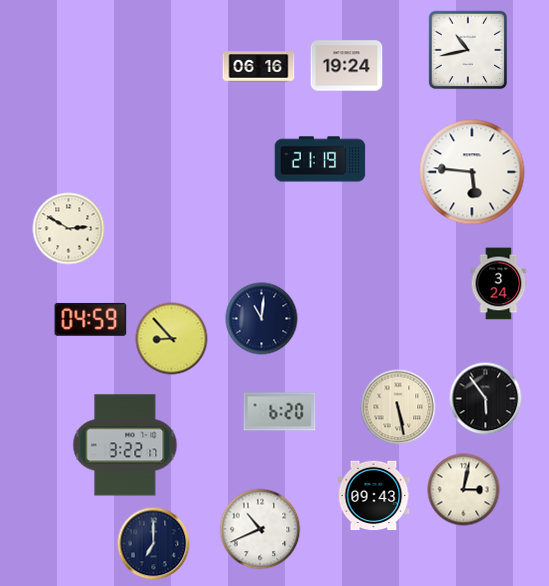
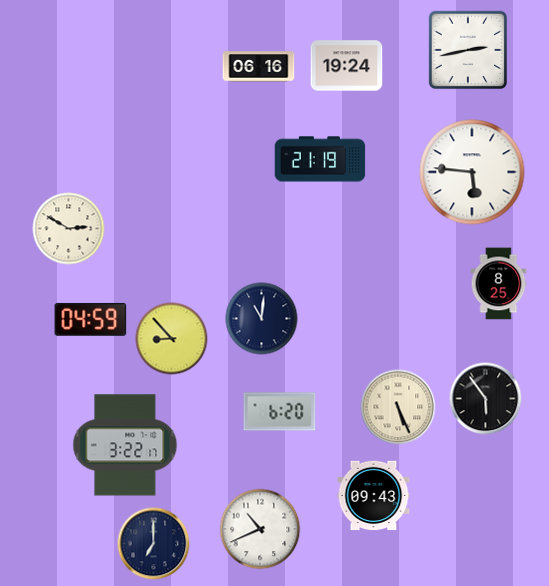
clock at (468, 50): 10:43 -> 2:43
clock at (499, 284): 3:24 -> 8:25
clock at (398, 407): 5:28 -> 5:26
clock at (464, 490): 3:02 -> none
